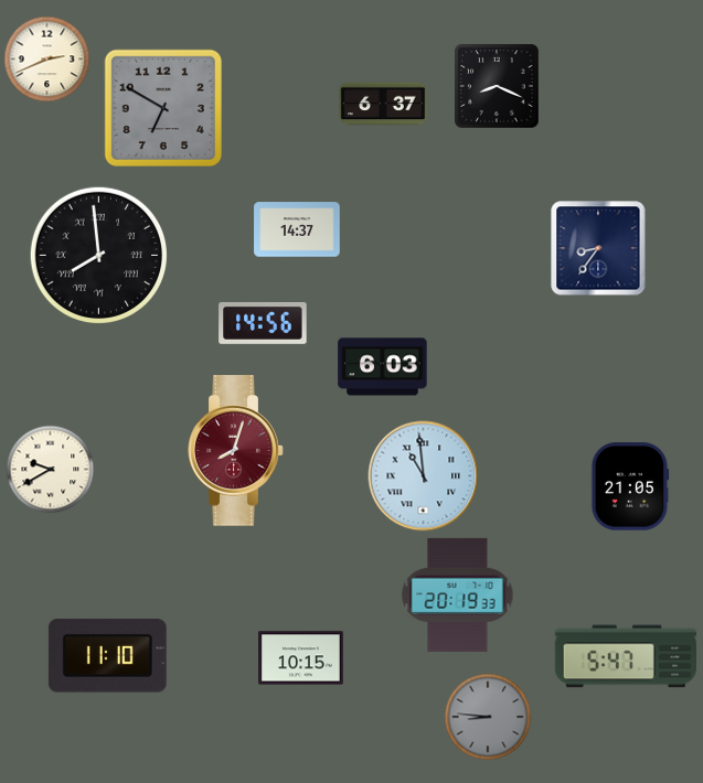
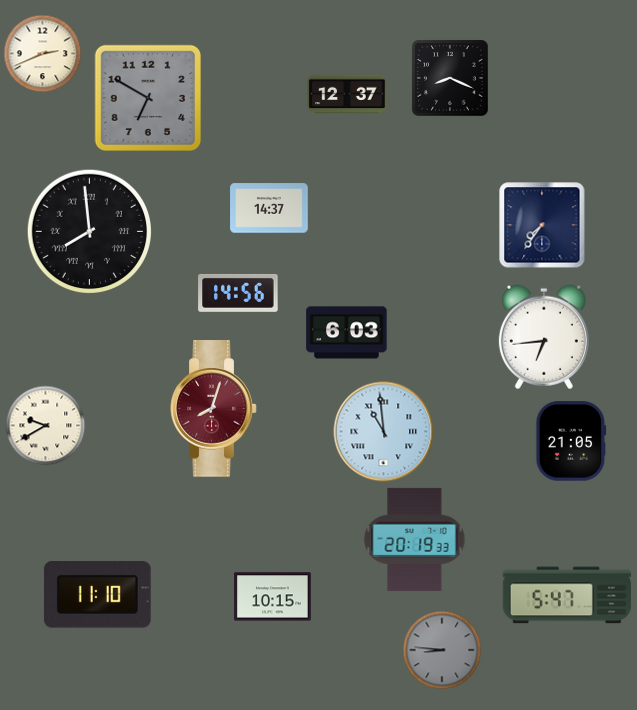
clock at (383, 104): 6:37 -> 12:37
clock at (598, 248): 8:36 -> 7:36
clock at (544, 337): none -> 6:44
